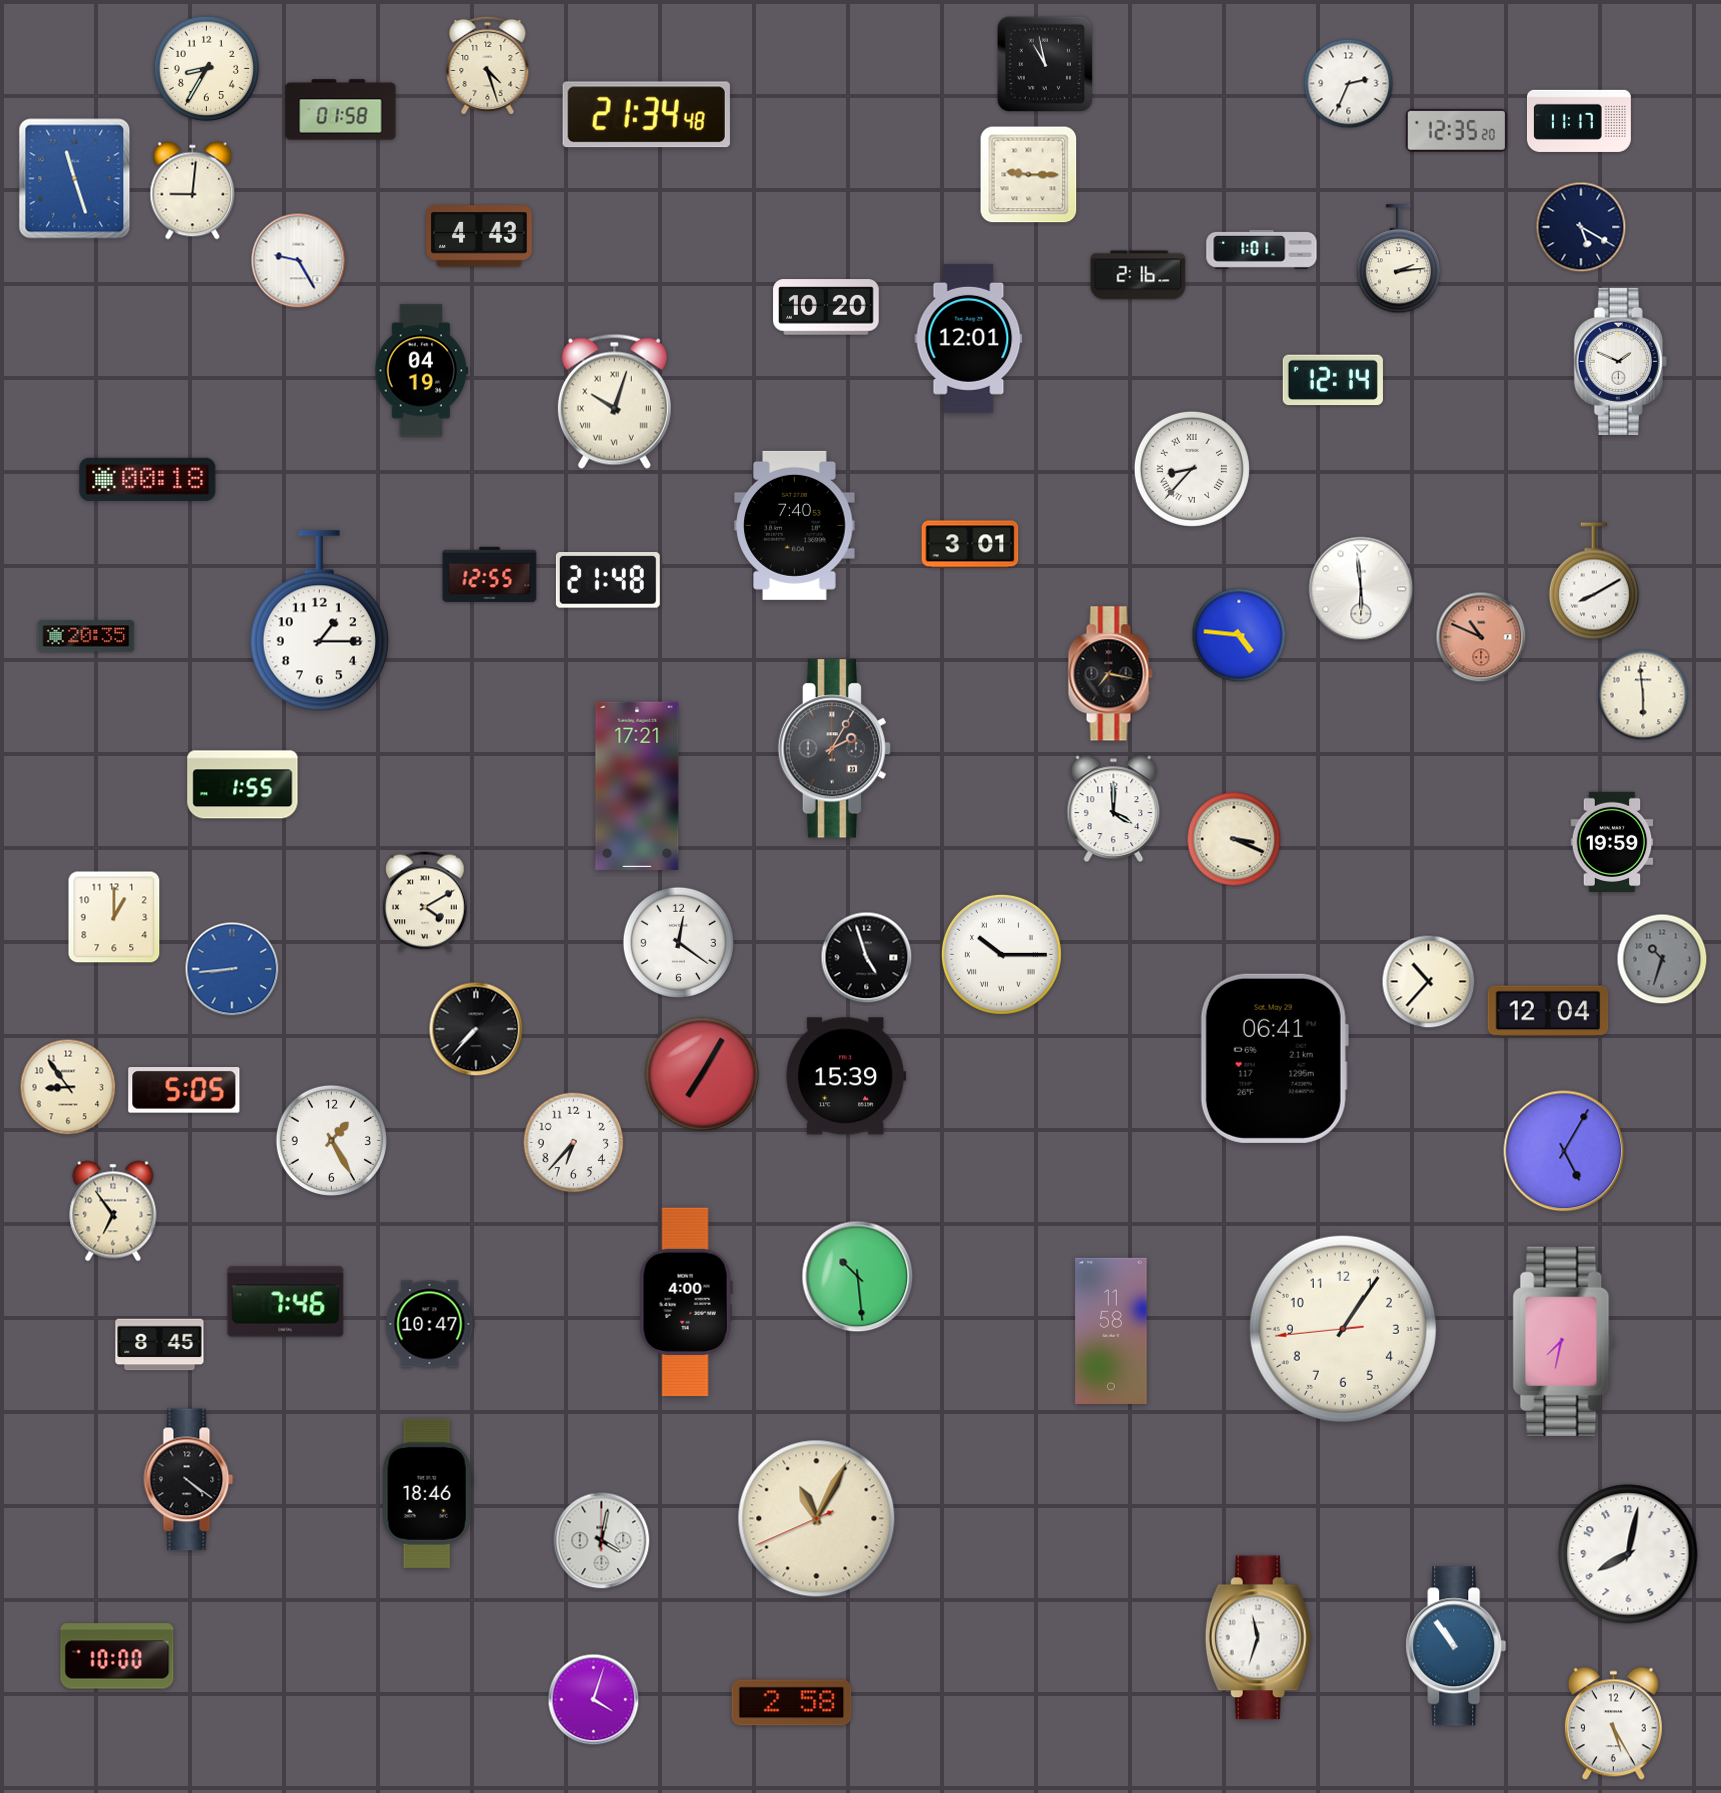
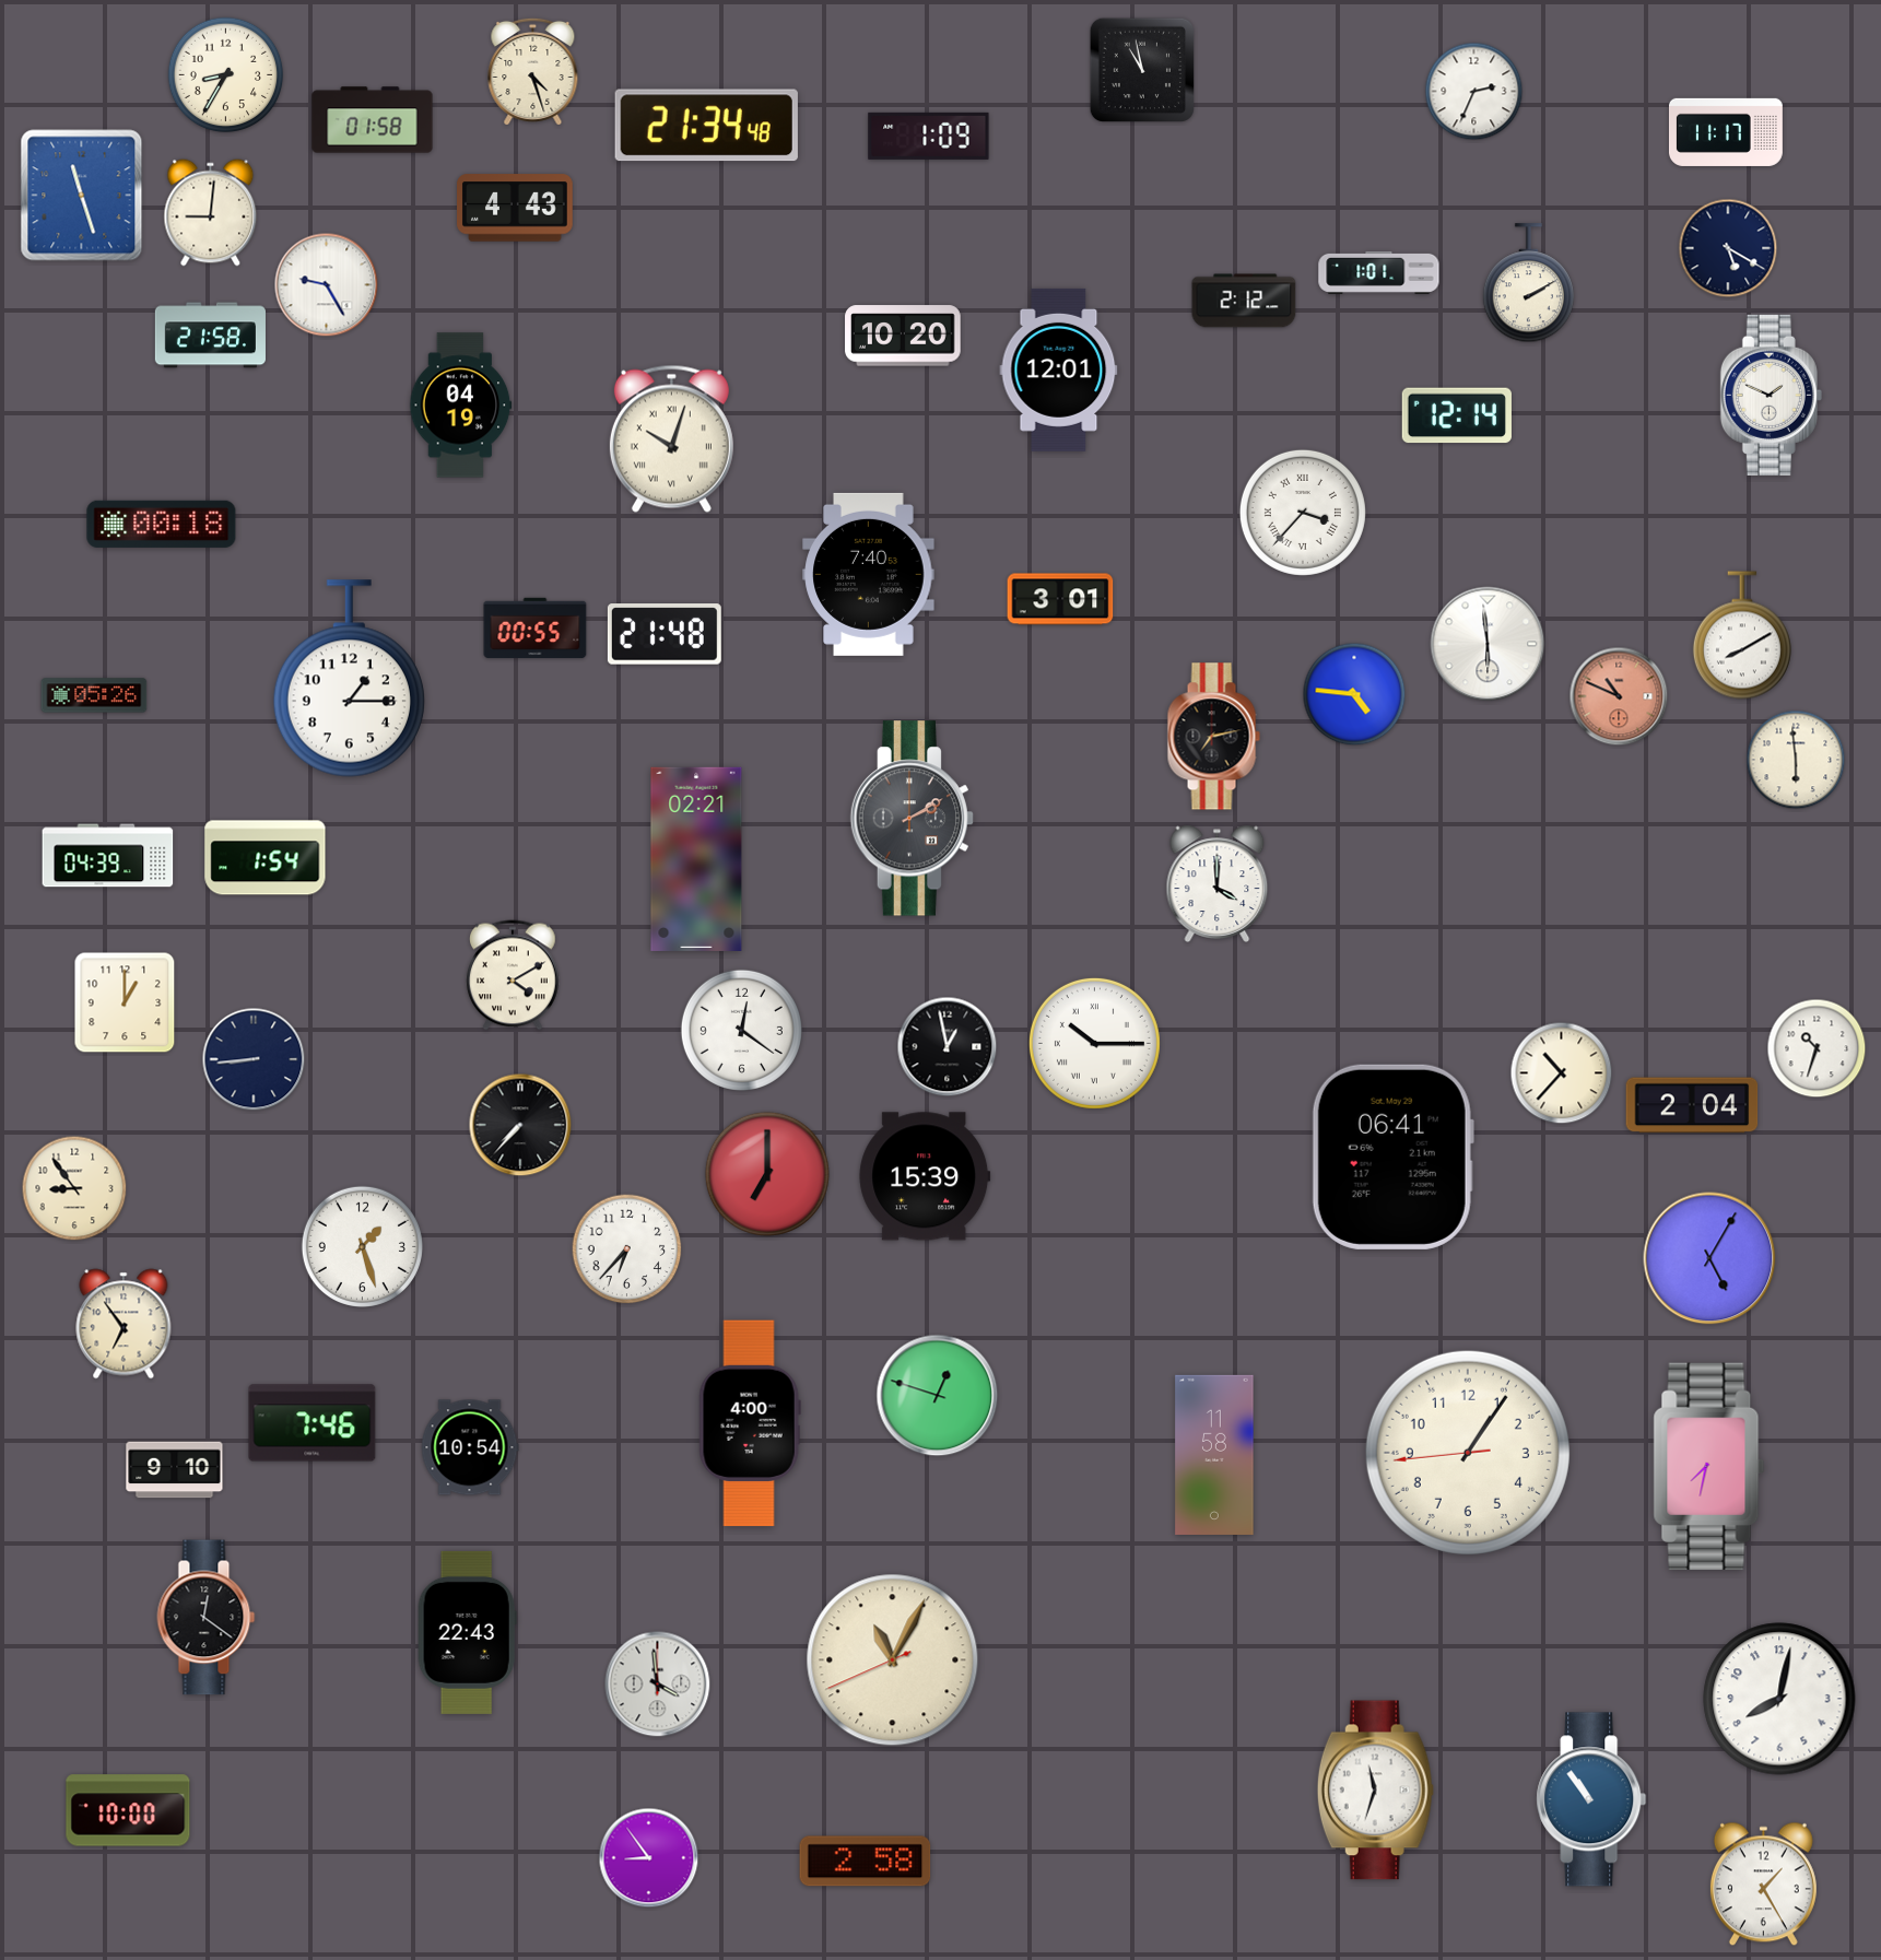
clock at (929, 136): none -> 1:09
clock at (1456, 130): 12:35 -> none
clock at (1029, 175): 9:15 -> none
clock at (193, 191) position: (193, 191) -> (211, 213)
clock at (479, 236) position: (479, 236) -> (515, 208)
clock at (1398, 259): 2:14 -> 2:10
clock at (1138, 275): 2:16 -> 2:12
clock at (210, 336): none -> 21:58
clock at (1192, 469): 8:37 -> 3:37
clock at (970, 544) position: (970, 544) -> (1060, 599)
clock at (490, 575): 12:55 -> 00:55
clock at (86, 636): 20:35 -> 05:26
clock at (1110, 674): 7:17 -> 7:13
clock at (834, 749): 2:05 -> 2:10
clock at (108, 856): none -> 04:39
clock at (243, 785): 1:55 -> 1:54
clock at (637, 786): 17:21 -> 02:21
clock at (1234, 839): 3:19 -> none
clock at (1612, 841): 19:59 -> none
clock at (426, 902) position: (426, 902) -> (514, 975)
clock at (867, 958): 4:57 -> 12:58
clock at (1662, 959) dial: grey -> white
clock at (232, 969) dial: blue -> navy
clock at (1548, 1011): 12:04 -> 2:04
clock at (702, 1074): 7:05 -> 7:00
clock at (184, 1091): 5:05 -> none
clock at (331, 1140): 1:25 -> 1:27
clock at (858, 1277): 10:29 -> 12:48
clock at (430, 1324): 10:47 -> 10:54
clock at (160, 1345): 8:45 -> 9:10
clock at (189, 1480): 4:21 -> 12:21
clock at (427, 1493): 18:46 -> 22:43
clock at (602, 1541): 4:02 -> 3:59
clock at (594, 1700): 4:03 -> 8:54
clock at (1613, 1724): 5:25 -> 1:25
